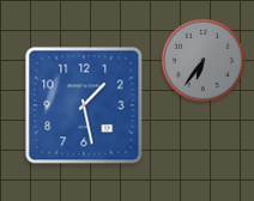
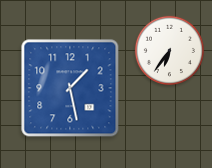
clock at (202, 60) dial: grey -> white
